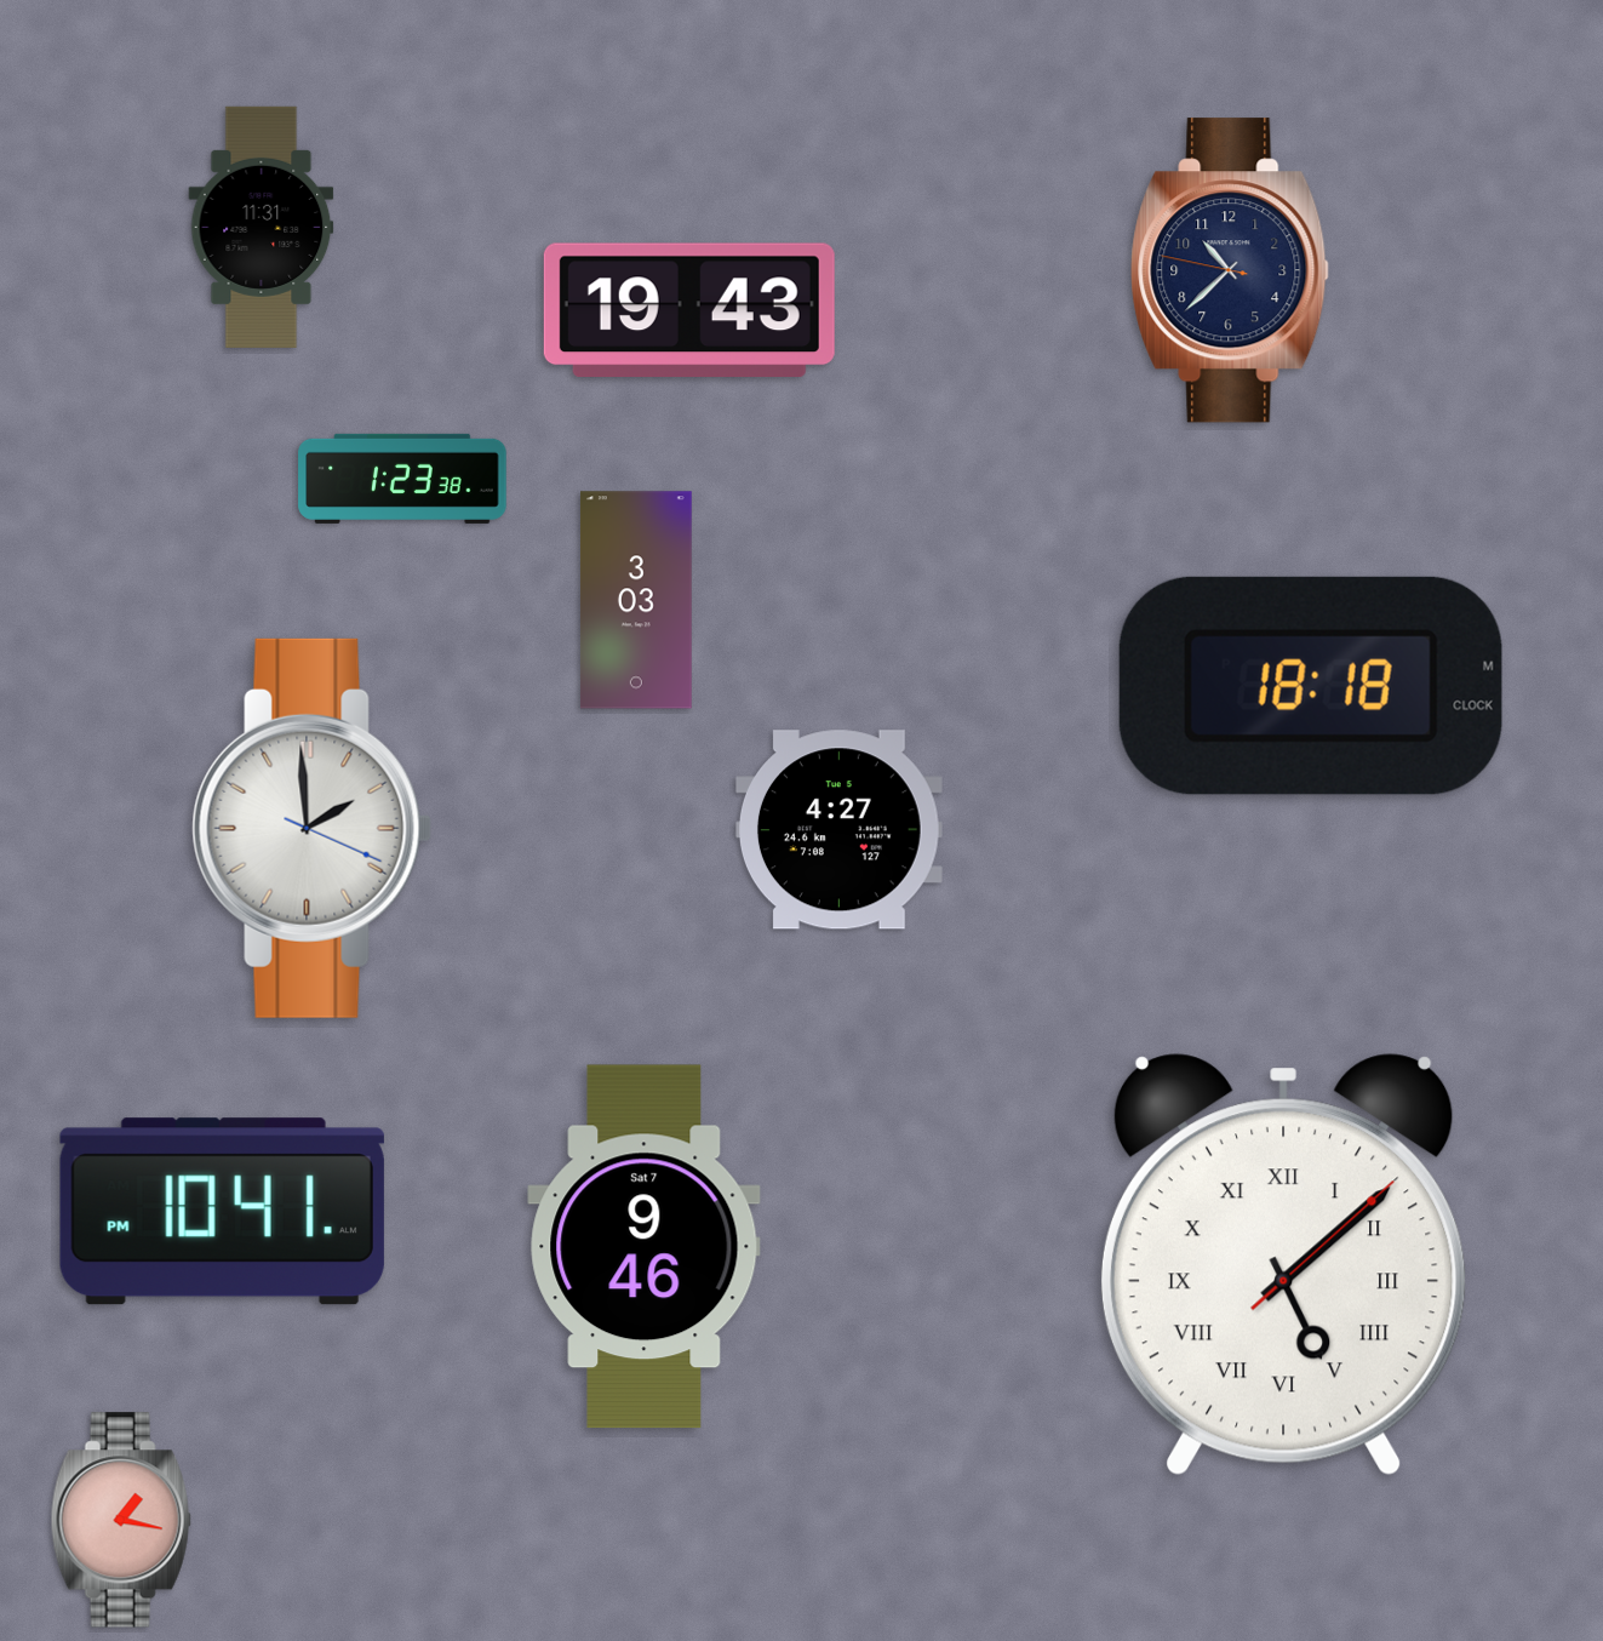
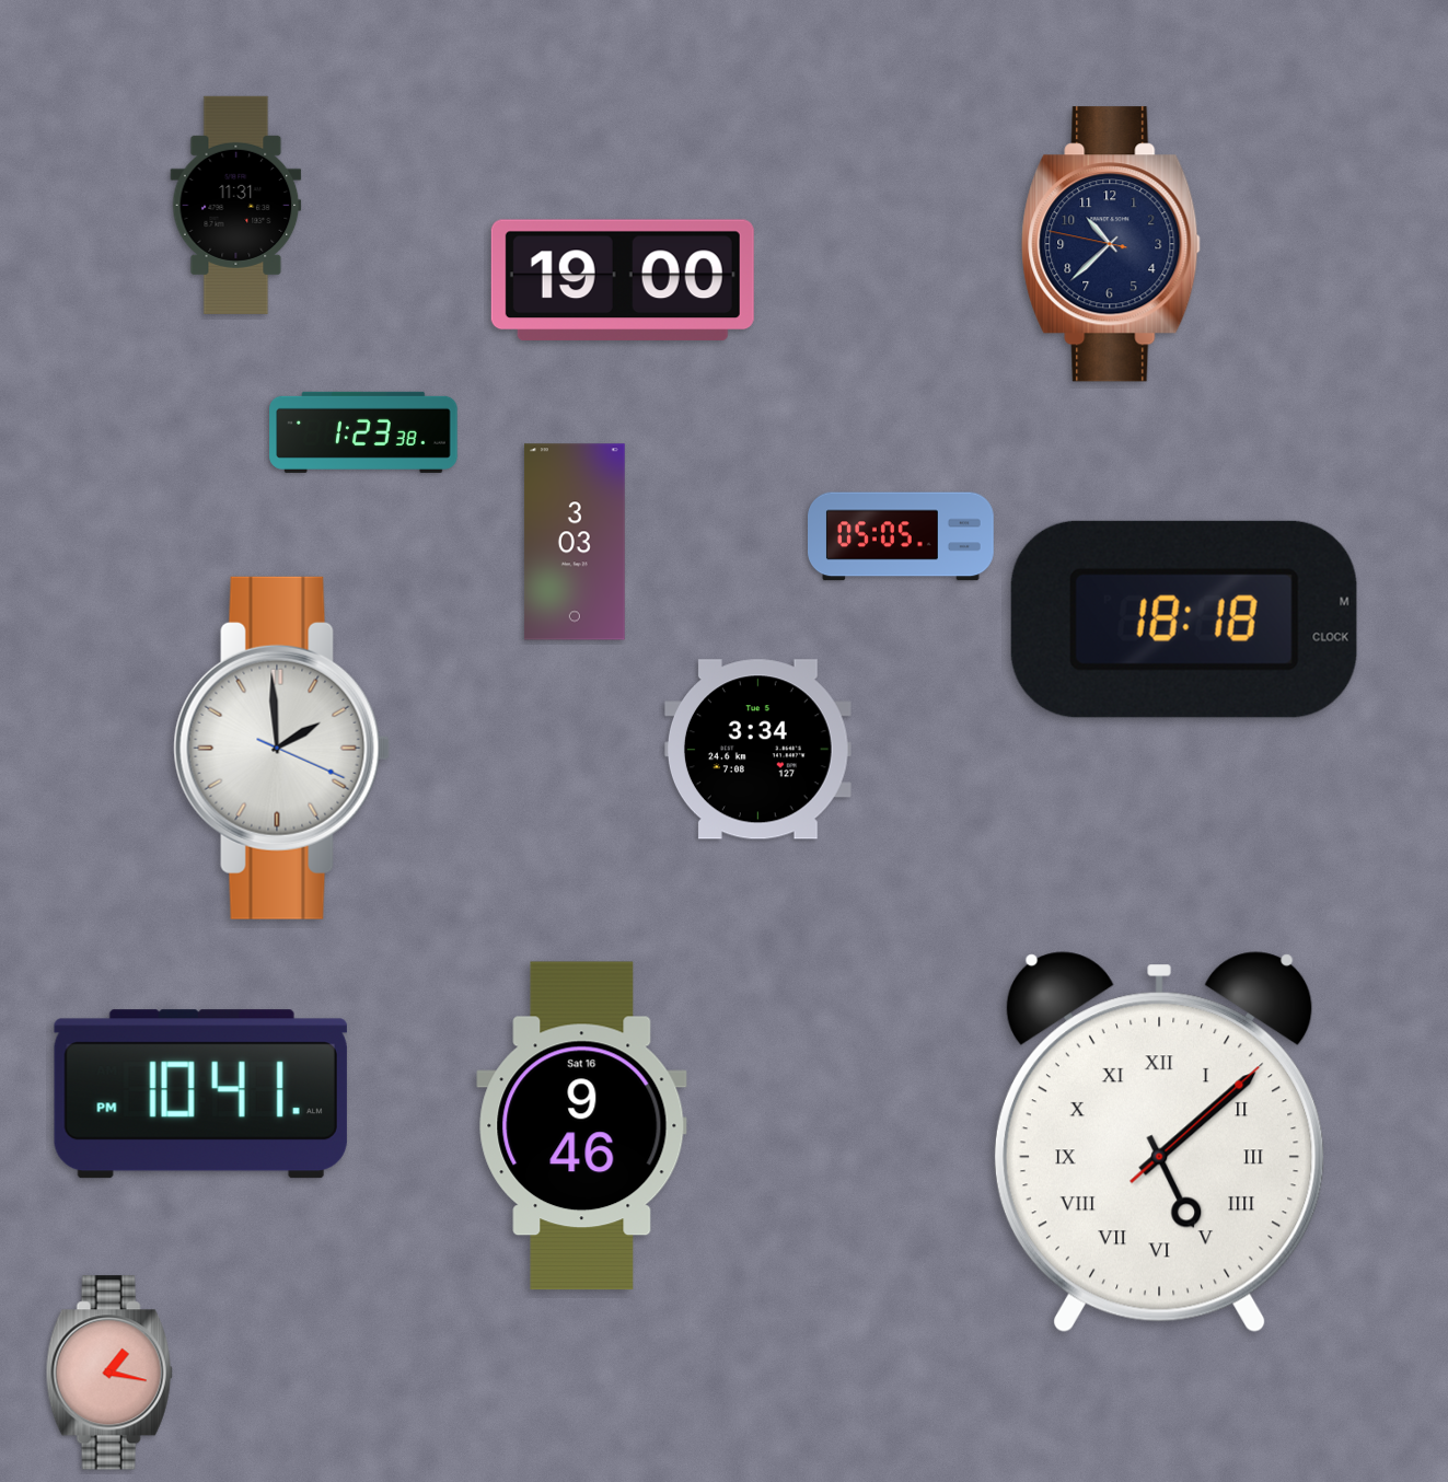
clock at (689, 310): 19:43 -> 19:00
clock at (902, 536): none -> 05:05
clock at (838, 830): 4:27 -> 3:34
clock at (645, 1247) date: Sat 7 -> Sat 16
